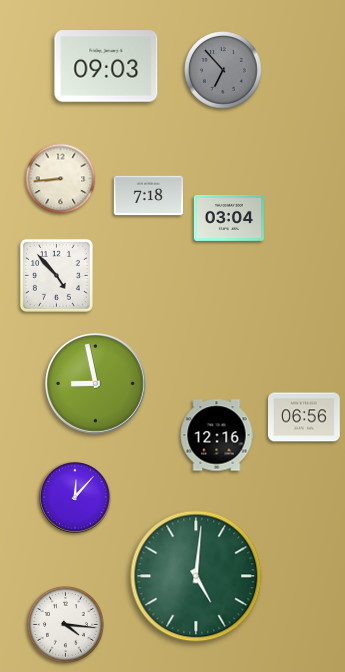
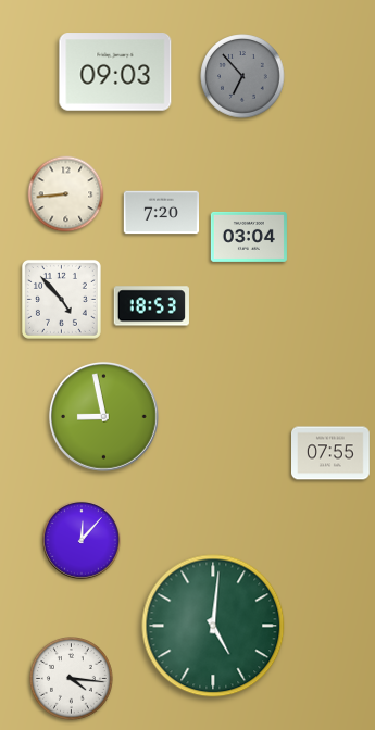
clock at (149, 196): 7:18 -> 7:20
clock at (151, 306): none -> 18:53
clock at (304, 417): 06:56 -> 07:55
clock at (217, 435): 12:16 -> none
